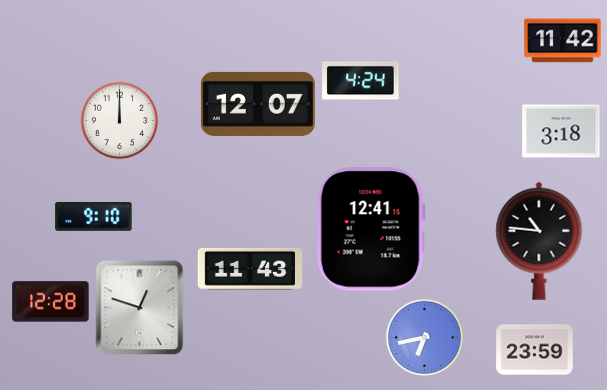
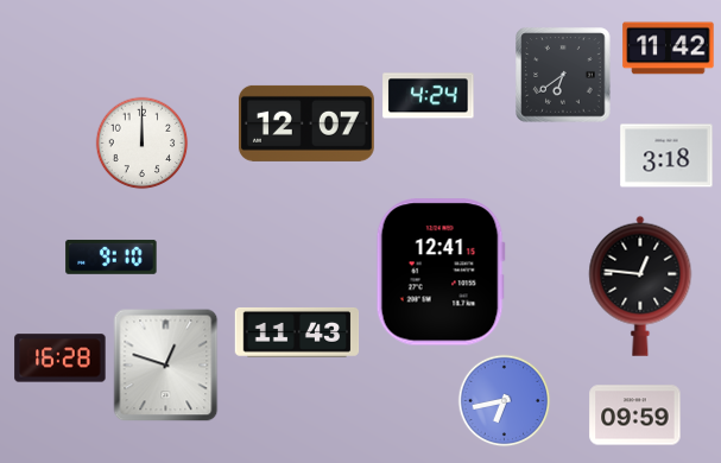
clock at (563, 75): none -> 6:39
clock at (539, 241): 10:46 -> 12:46
clock at (250, 269) position: (250, 269) -> (297, 332)
clock at (51, 302): 12:28 -> 16:28
clock at (535, 350): 23:59 -> 09:59
